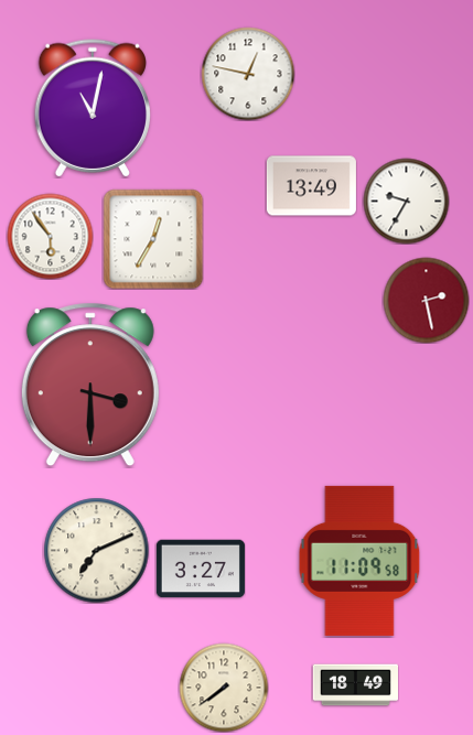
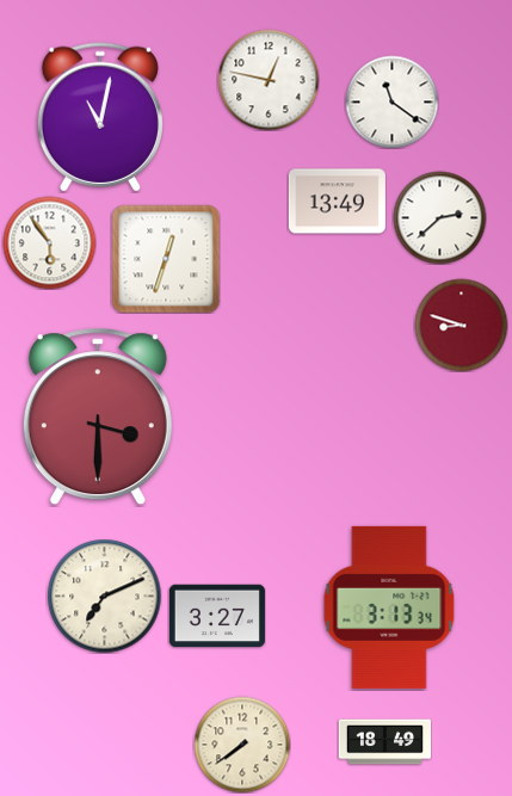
clock at (391, 101): none -> 11:21
clock at (406, 201): 9:35 -> 2:38
clock at (50, 236) position: (50, 236) -> (49, 242)
clock at (153, 239): 12:35 -> 12:33
clock at (426, 300): 2:28 -> 8:48
clock at (359, 561): 11:09 -> 3:13
